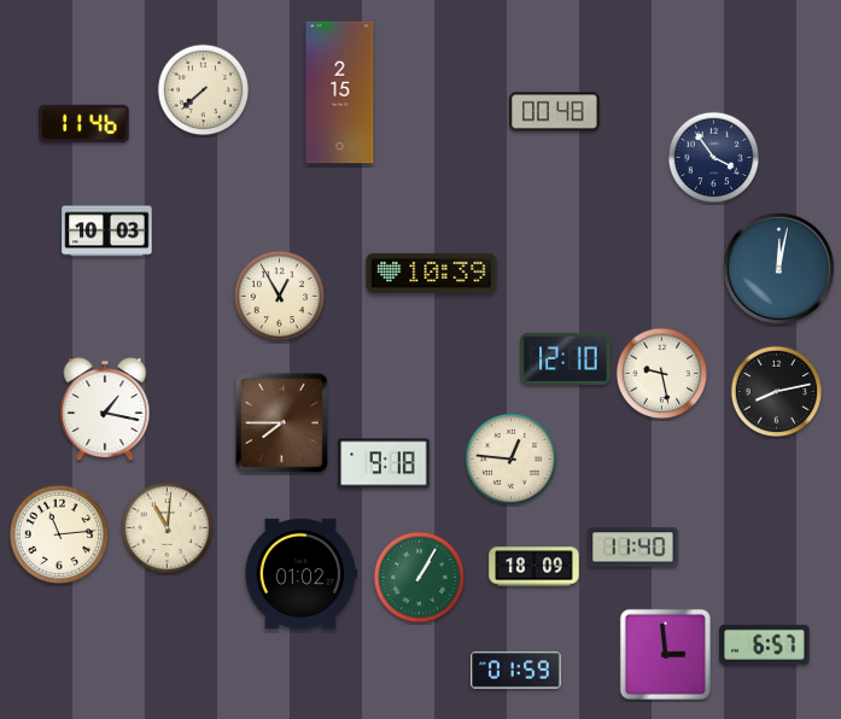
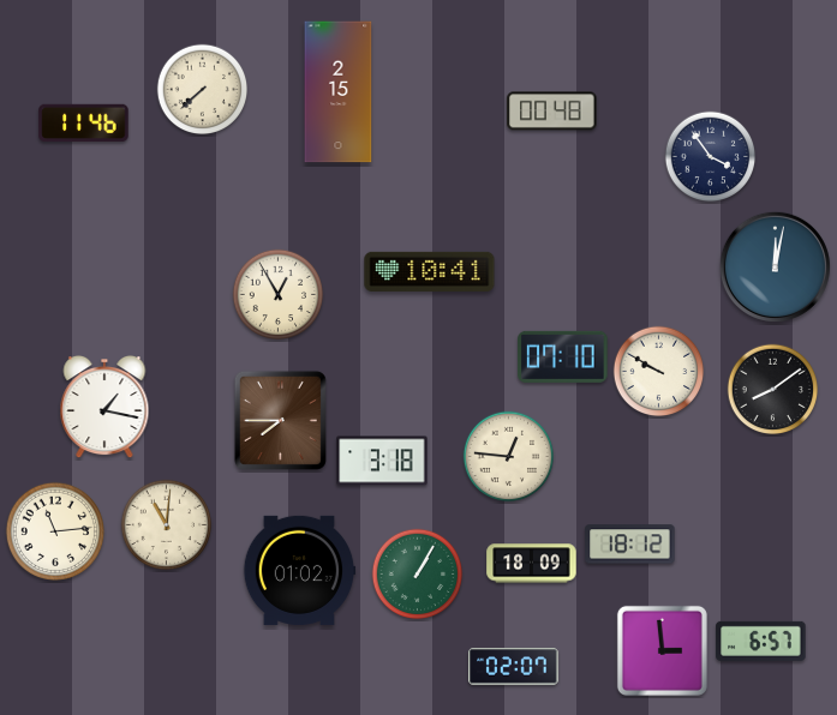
clock at (107, 232): 10:03 -> none
clock at (432, 273): 10:39 -> 10:41
clock at (566, 358): 12:10 -> 07:10
clock at (662, 374): 9:28 -> 9:50
clock at (777, 392): 8:13 -> 8:09
clock at (384, 463): 9:18 -> 3:18
clock at (58, 533) position: (58, 533) -> (54, 530)
clock at (633, 548): 11:40 -> 18:12
clock at (516, 671): 01:59 -> 02:07
